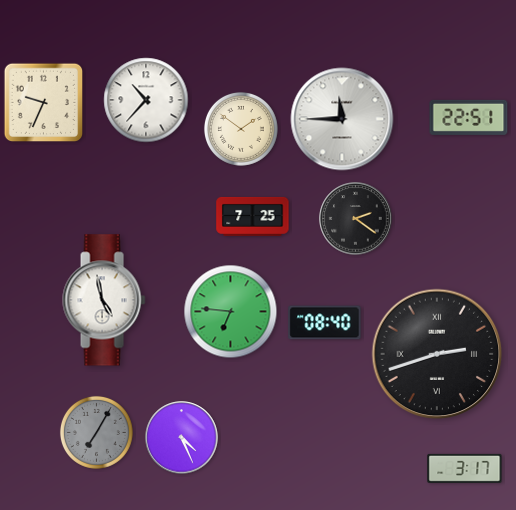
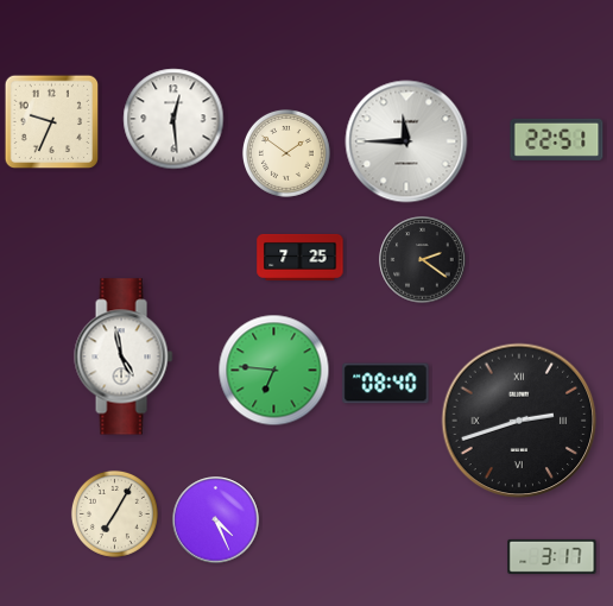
clock at (146, 100): 10:37 -> 12:29
clock at (96, 432) dial: grey -> cream
